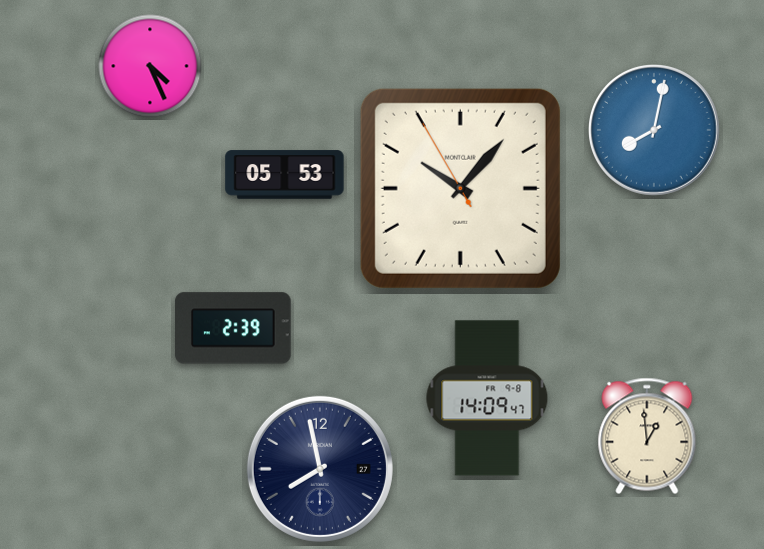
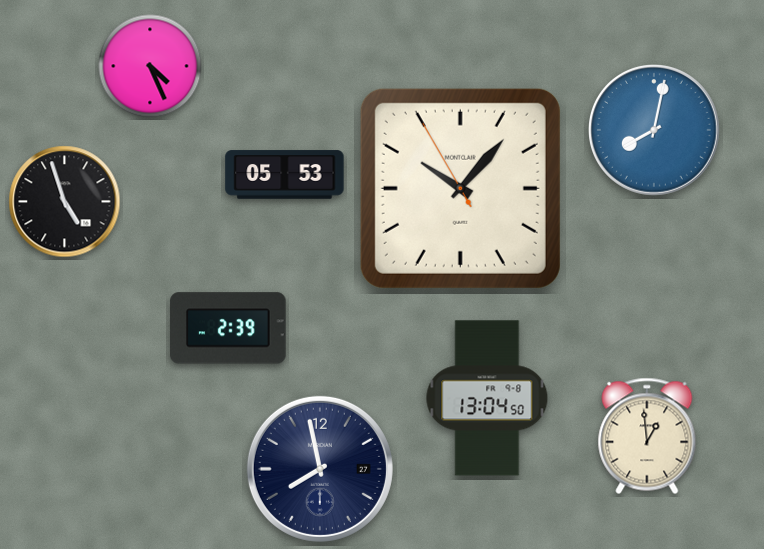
clock at (65, 202): none -> 4:57
clock at (233, 328) position: (233, 328) -> (228, 328)
clock at (487, 398): 14:09 -> 13:04
